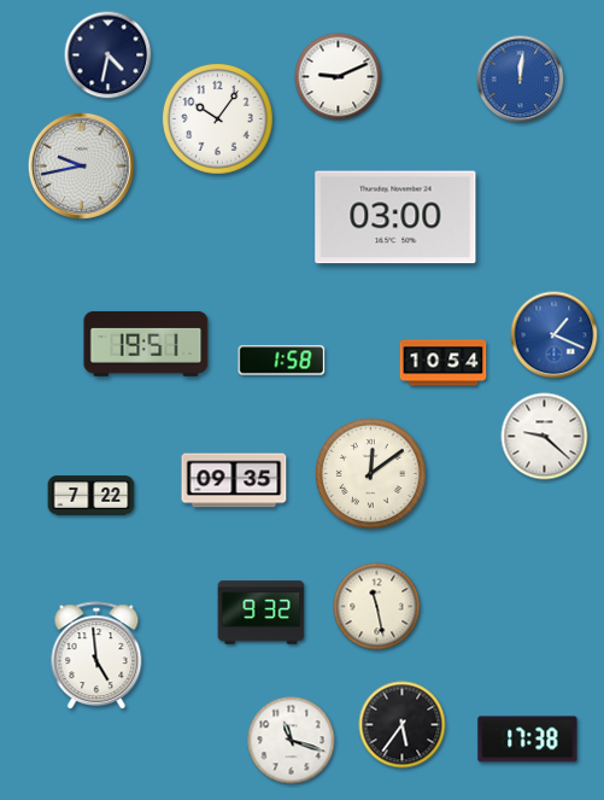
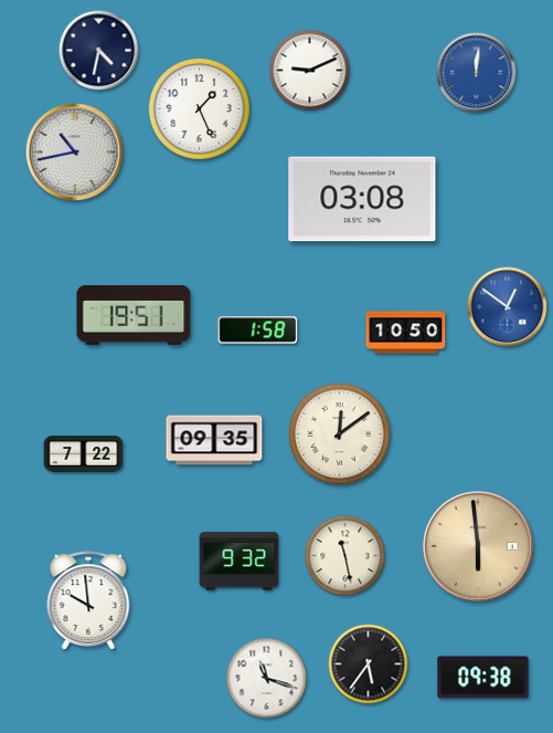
clock at (217, 118): 10:06 -> 1:26
clock at (81, 165): 9:43 -> 10:43
clock at (395, 217): 03:00 -> 03:08
clock at (555, 335): 1:19 -> 12:51
clock at (444, 363): 10:54 -> 10:50
clock at (545, 437): 9:22 -> none
clock at (478, 546): none -> 5:59
clock at (96, 656): 4:59 -> 9:59
clock at (528, 740): 17:38 -> 09:38
